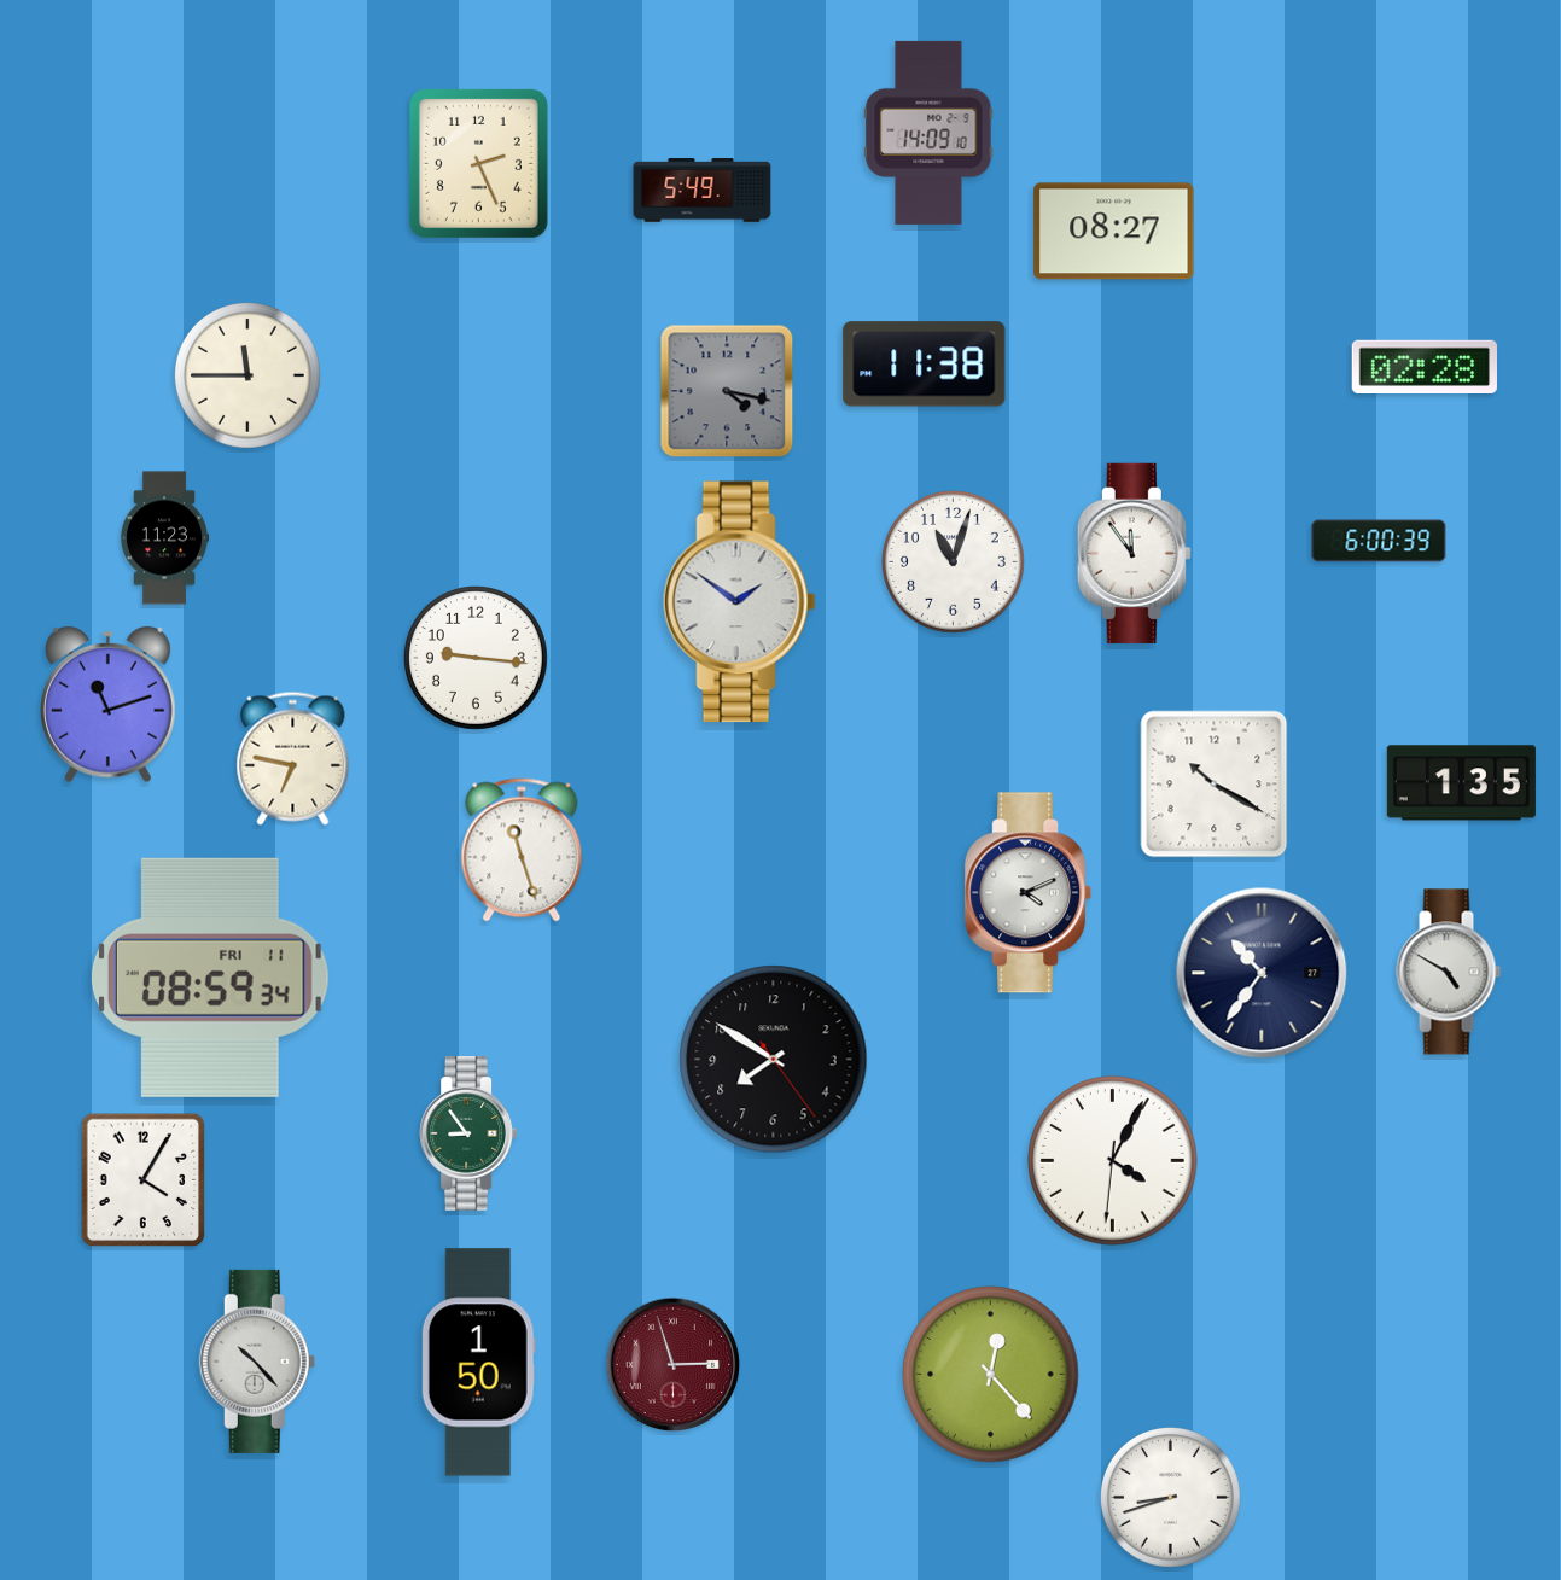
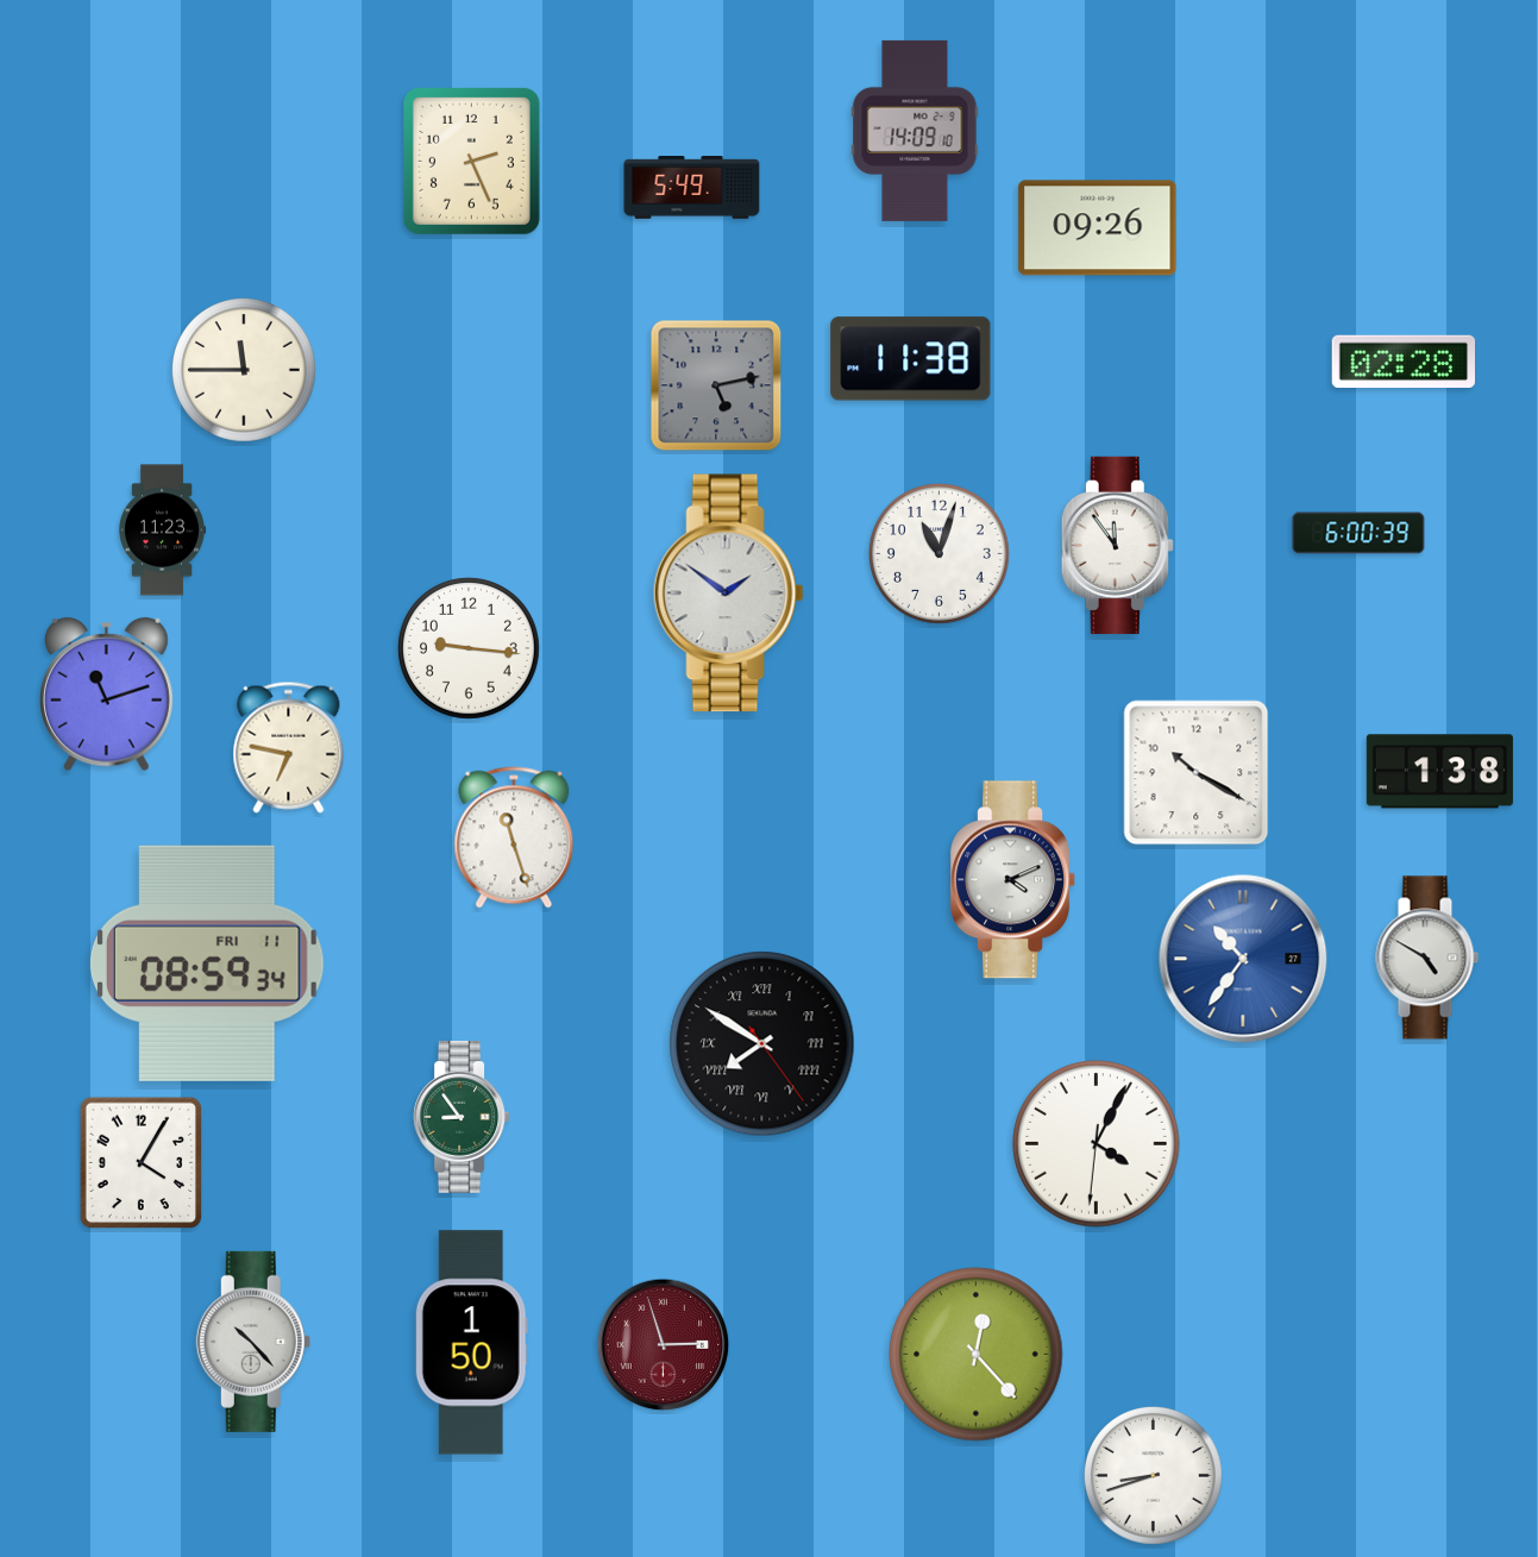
clock at (1114, 232): 08:27 -> 09:26
clock at (727, 391): 4:17 -> 5:13
clock at (1461, 783): 1:35 -> 1:38
clock at (1262, 973) dial: navy -> blue
clock at (774, 1060) numerals: Arabic -> Roman
